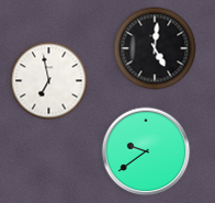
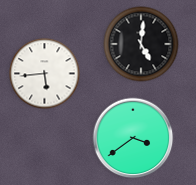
clock at (49, 81): 6:58 -> 5:44
clock at (146, 151): 9:39 -> 3:39
